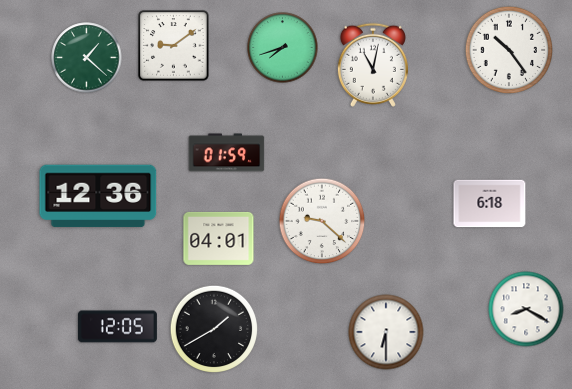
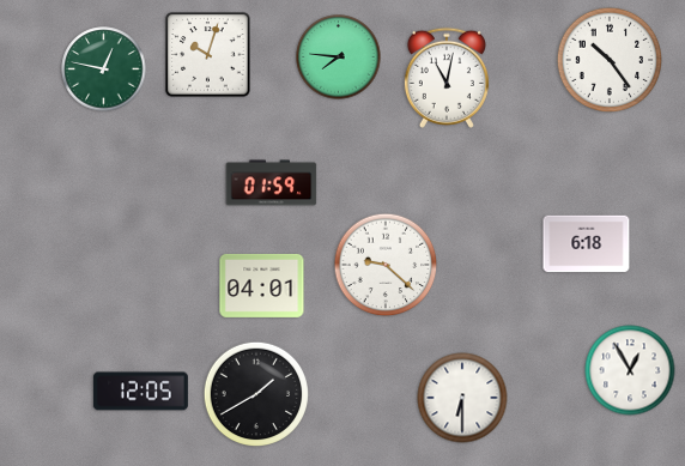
clock at (174, 46): 9:09 -> 10:03
clock at (283, 48): 7:42 -> 7:46
clock at (87, 58): 1:22 -> 12:47
clock at (98, 196): 12:36 -> none
clock at (526, 309): 8:20 -> 12:55
